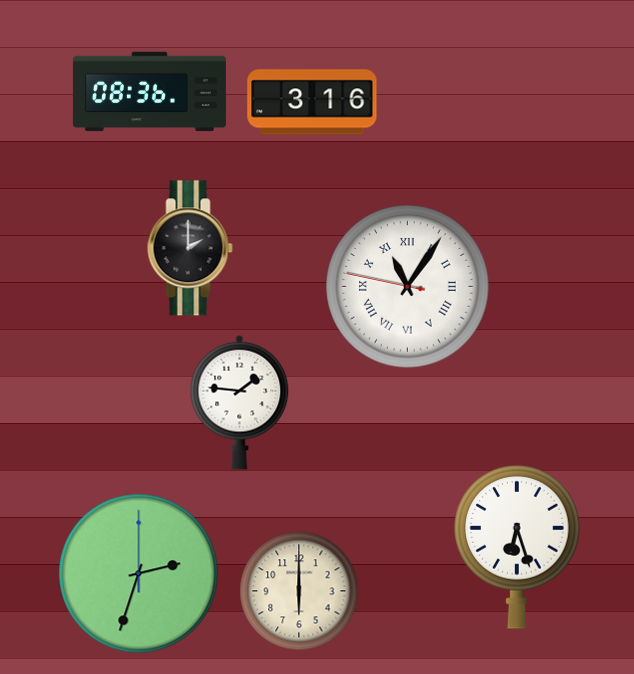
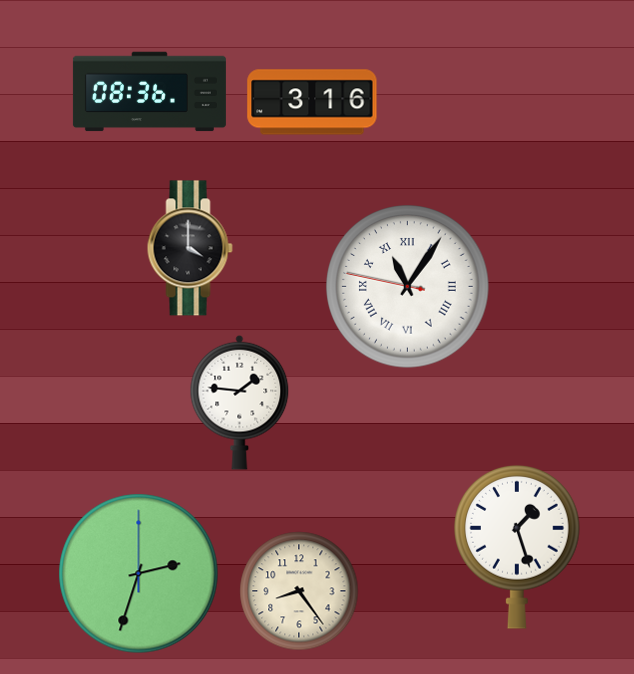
clock at (190, 248): 2:00 -> 4:00
clock at (518, 547): 6:27 -> 1:27
clock at (299, 591): 6:00 -> 8:24
